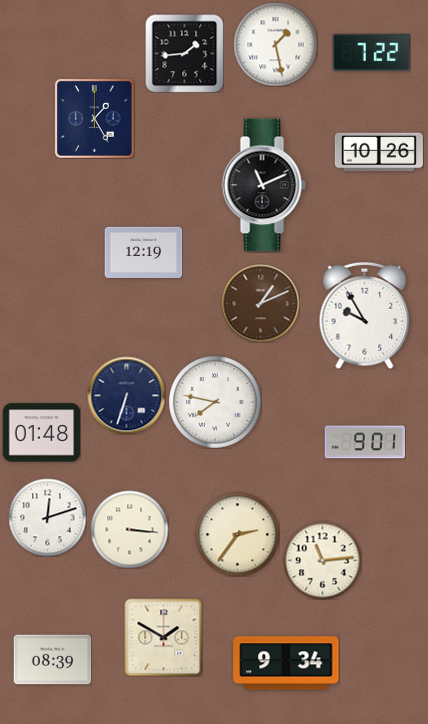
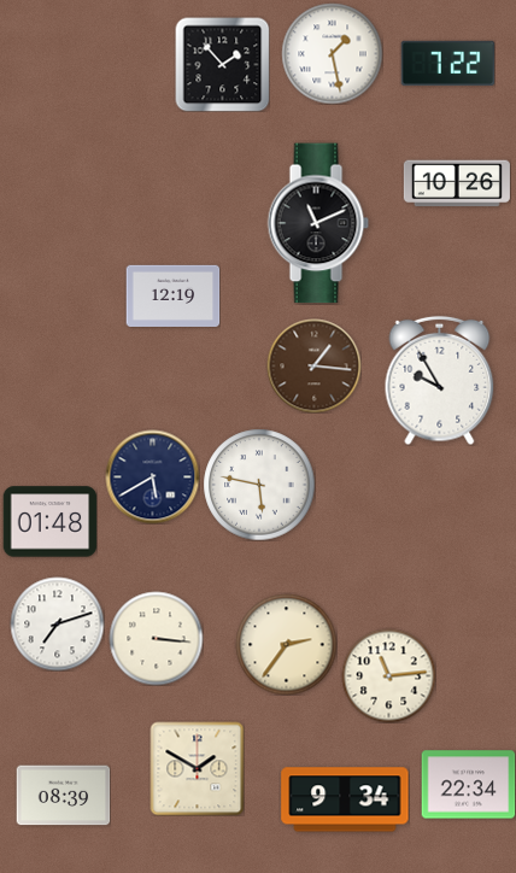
clock at (184, 53): 1:44 -> 1:53
clock at (94, 118): 1:25 -> none
clock at (143, 252) position: (143, 252) -> (172, 295)
clock at (260, 303): 1:11 -> 1:16
clock at (126, 395): 6:33 -> 5:40
clock at (215, 402): 7:47 -> 5:47
clock at (365, 442): 9:01 -> none
clock at (47, 517): 12:12 -> 7:12
clock at (468, 785): none -> 22:34
